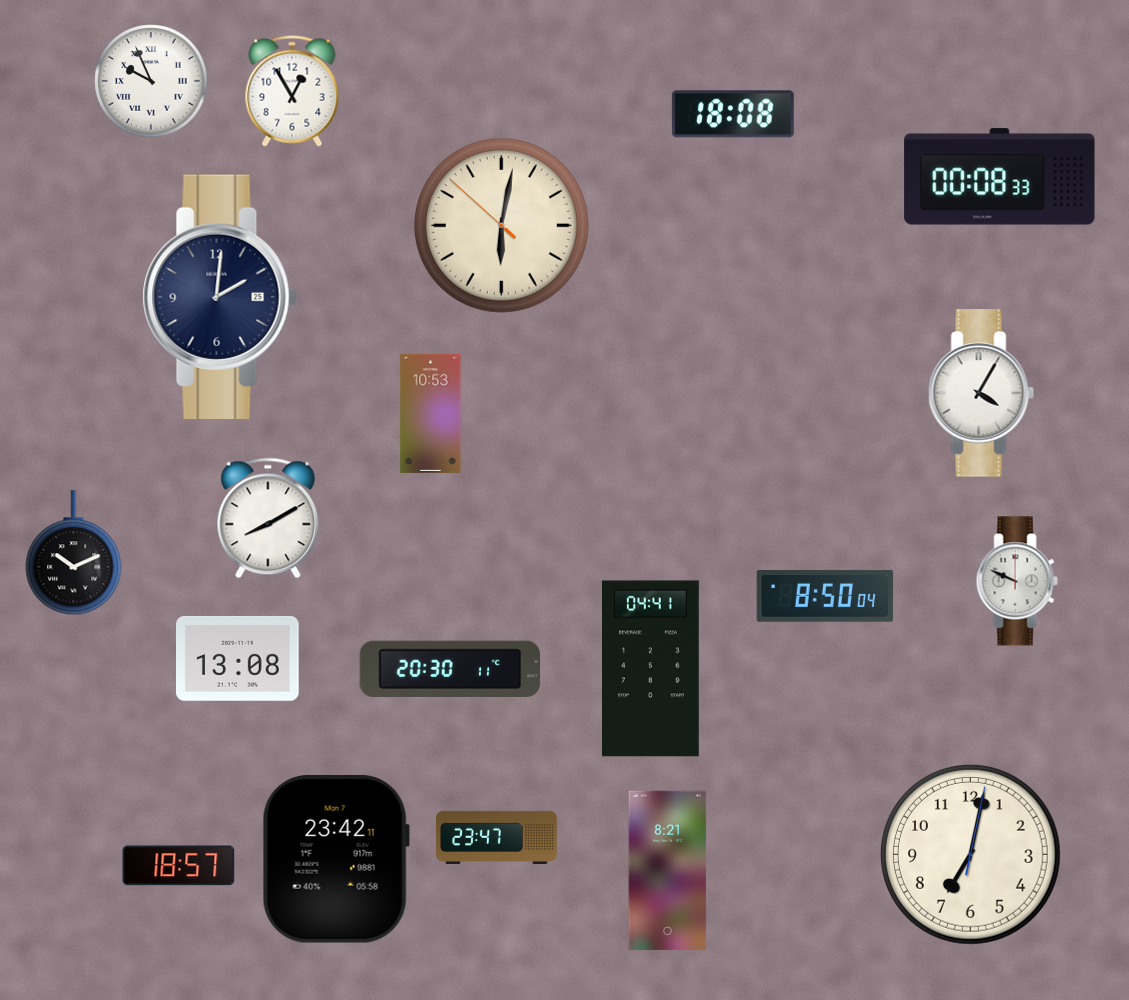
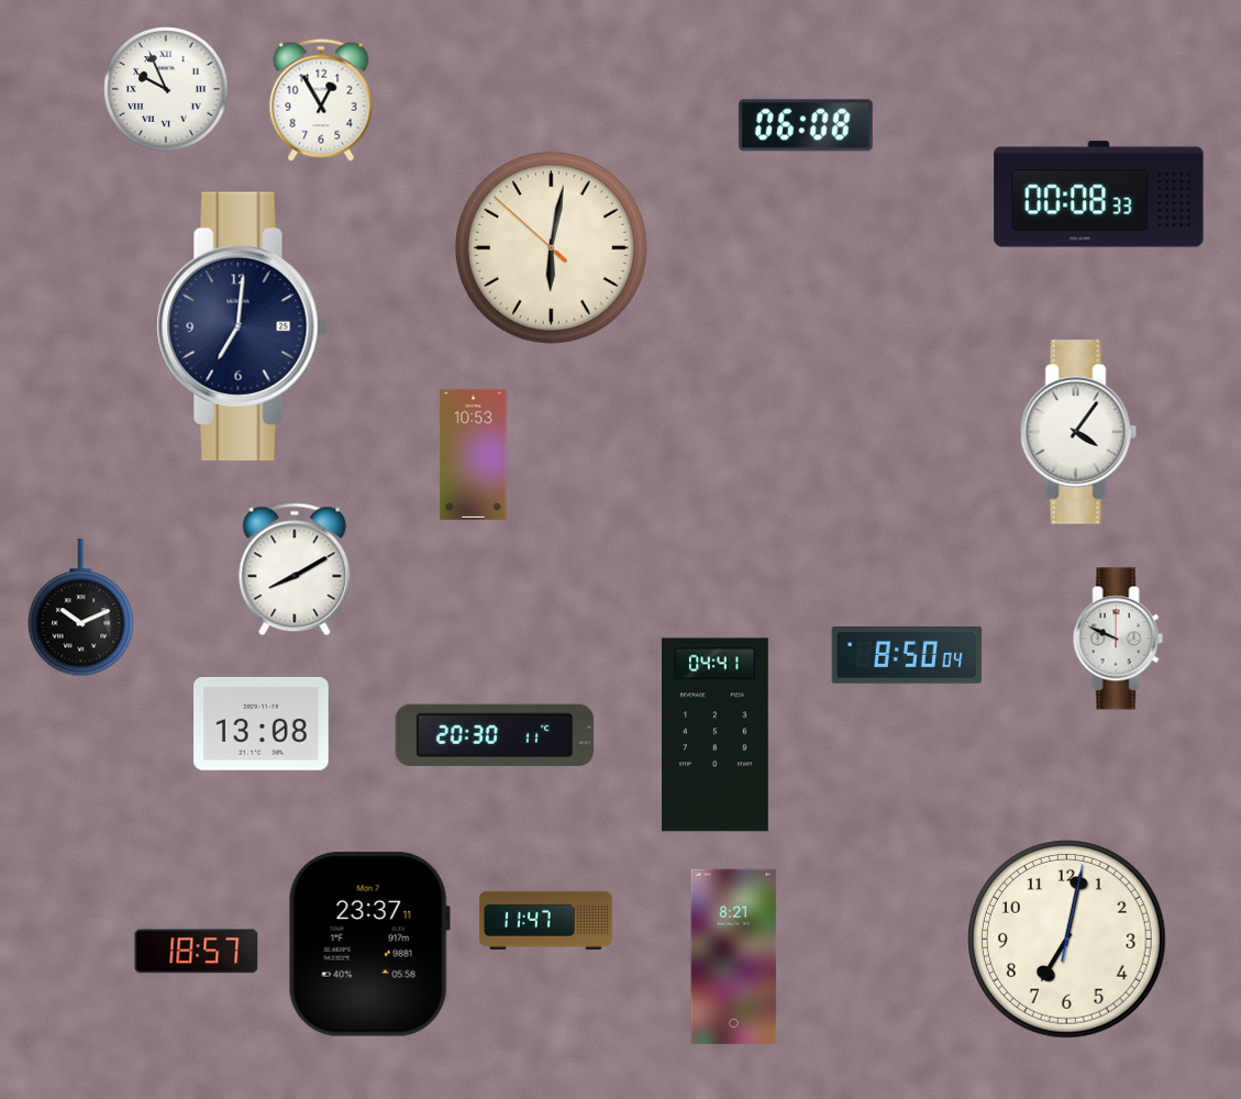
clock at (733, 114): 18:08 -> 06:08
clock at (220, 296): 2:01 -> 7:01
clock at (981, 393): 4:05 -> 4:06
clock at (496, 837): 23:47 -> 11:47
clock at (336, 859): 23:42 -> 23:37
